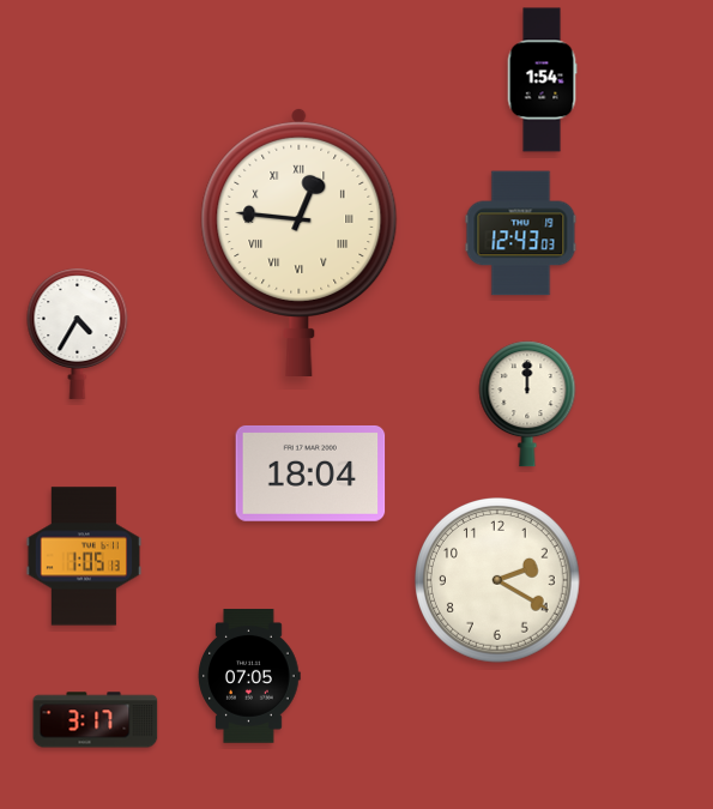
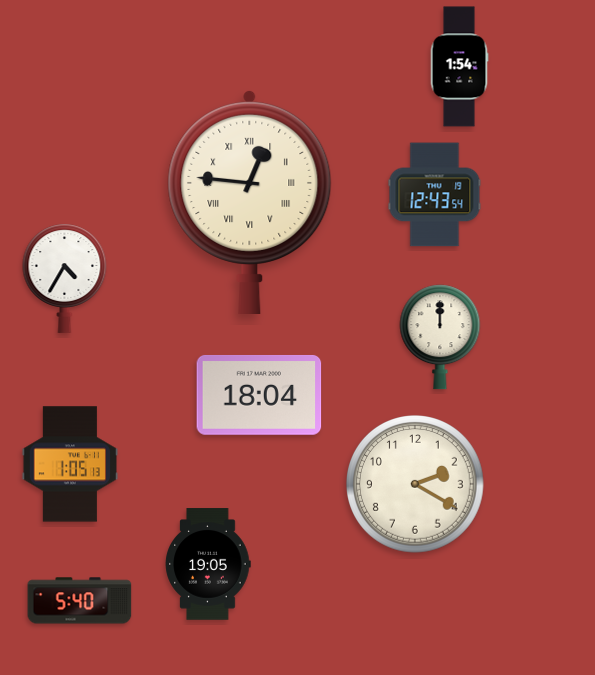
clock at (542, 80) position: (542, 80) -> (459, 67)
clock at (521, 234): 12:43:03 -> 12:43:54
clock at (249, 676): 07:05 -> 19:05
clock at (96, 720): 3:17 -> 5:40
